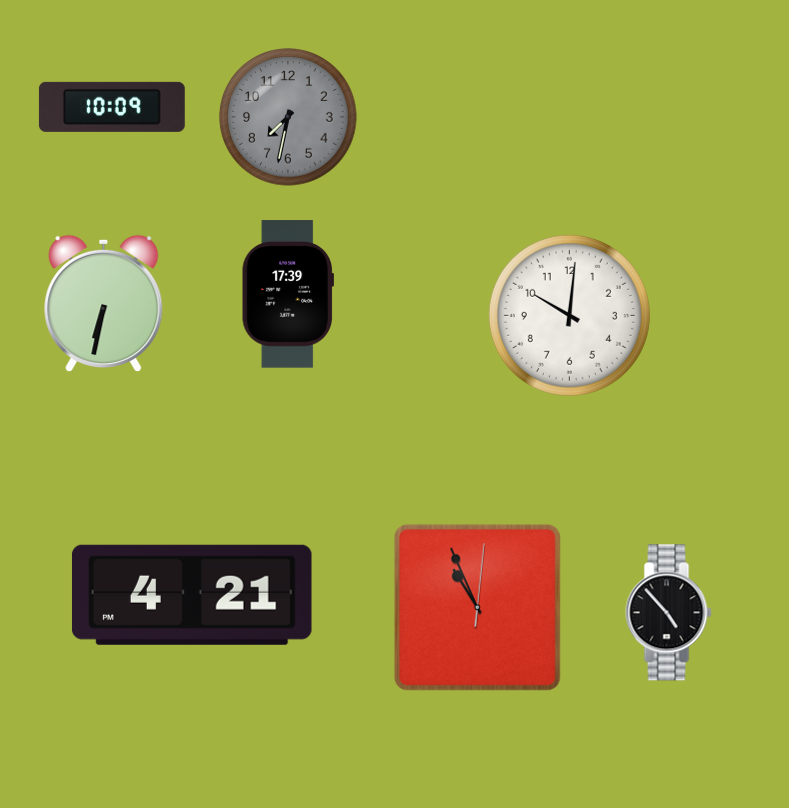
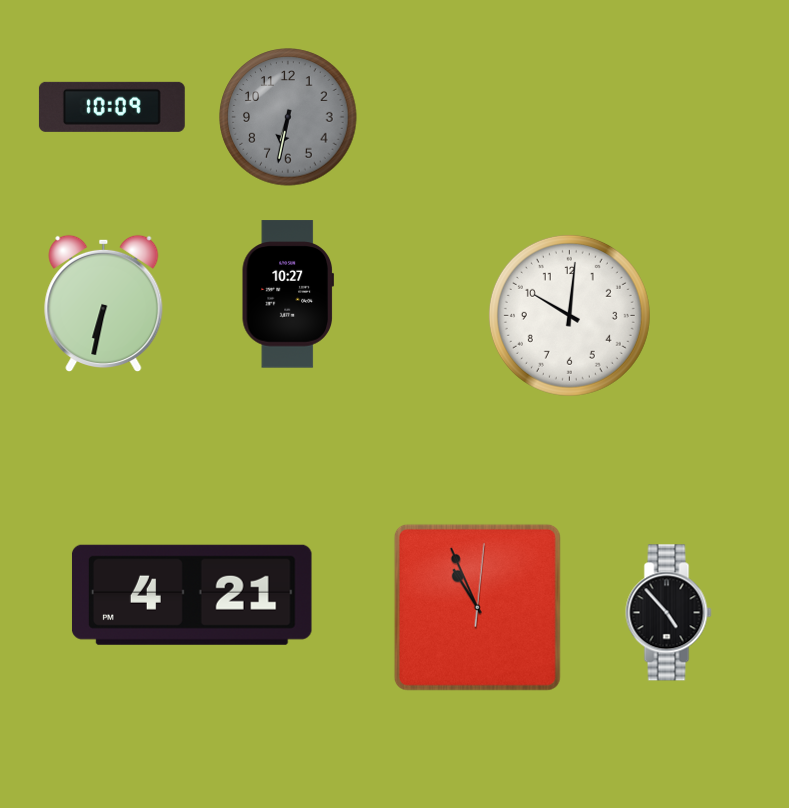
clock at (288, 117): 7:32 -> 6:32
clock at (288, 294): 17:39 -> 10:27
